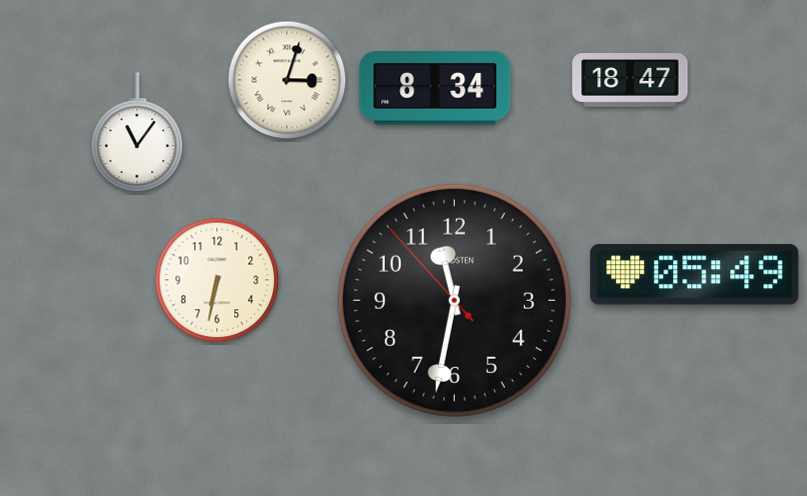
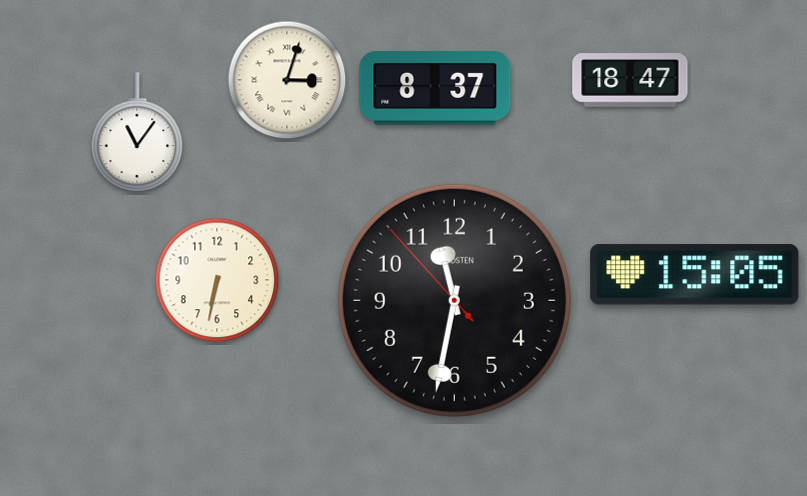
clock at (435, 88): 8:34 -> 8:37
clock at (695, 275): 05:49 -> 15:05
